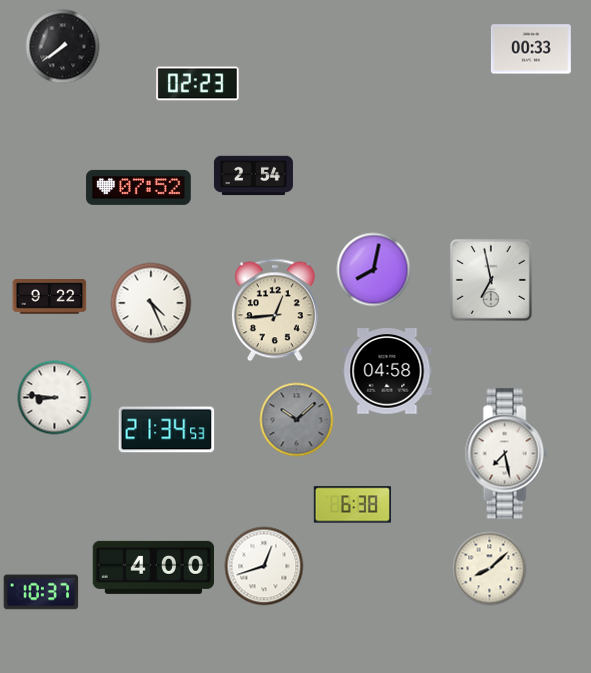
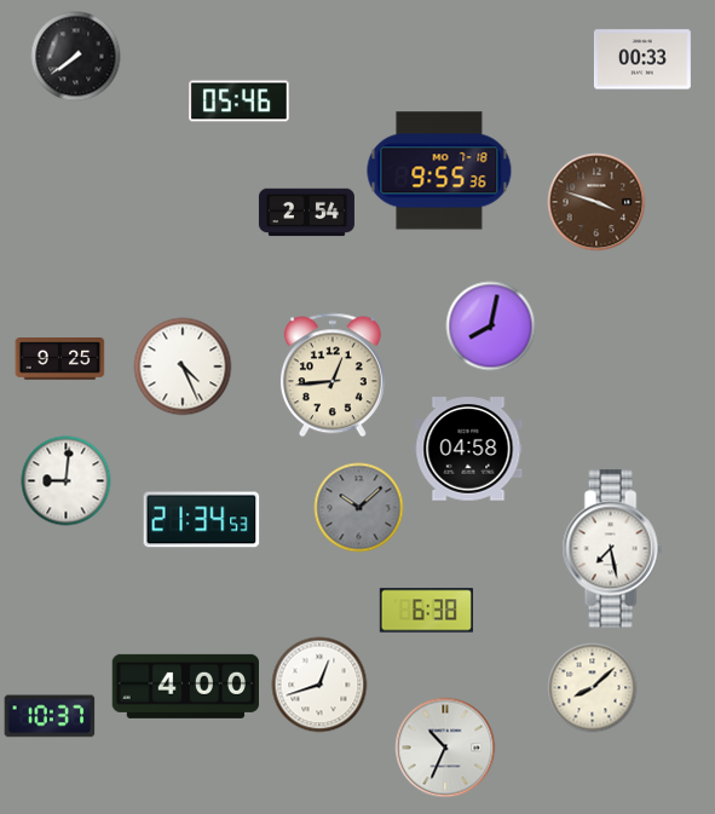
clock at (198, 84): 02:23 -> 05:46
clock at (439, 171): none -> 9:55
clock at (596, 202): none -> 3:48
clock at (139, 187): 07:52 -> none
clock at (374, 270) position: (374, 270) -> (491, 327)
clock at (491, 280): 6:58 -> none
clock at (50, 297): 9:22 -> 9:25
clock at (55, 398): 8:46 -> 9:01
clock at (445, 747): none -> 10:34
